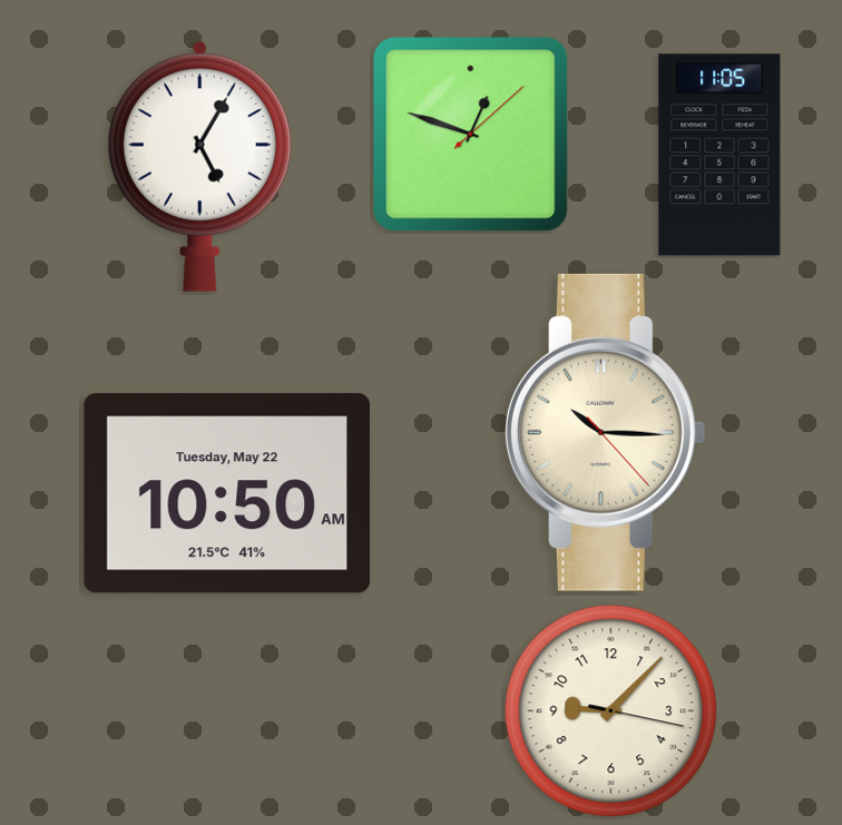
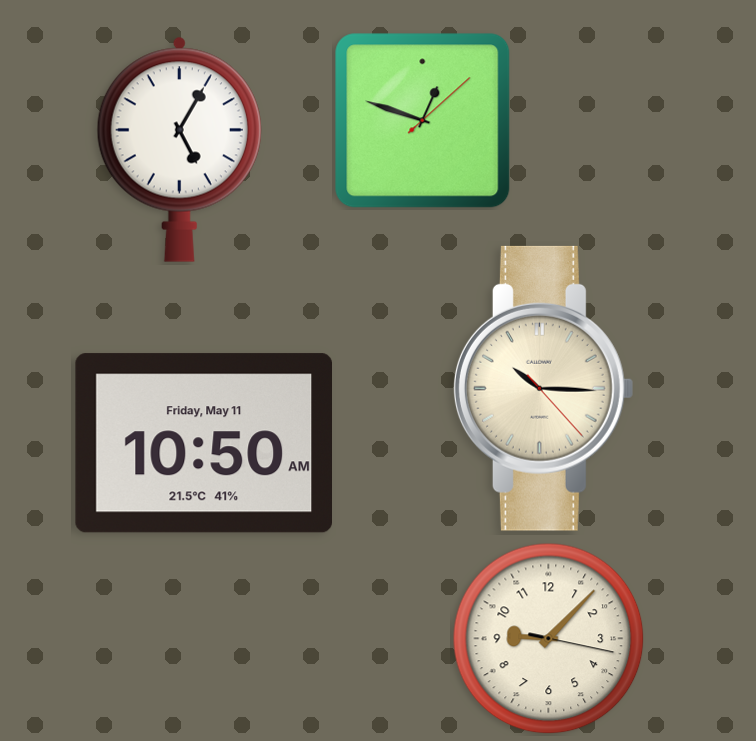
clock at (719, 155): 11:05 -> none
clock at (226, 493) date: Tuesday, May 22 -> Friday, May 11
